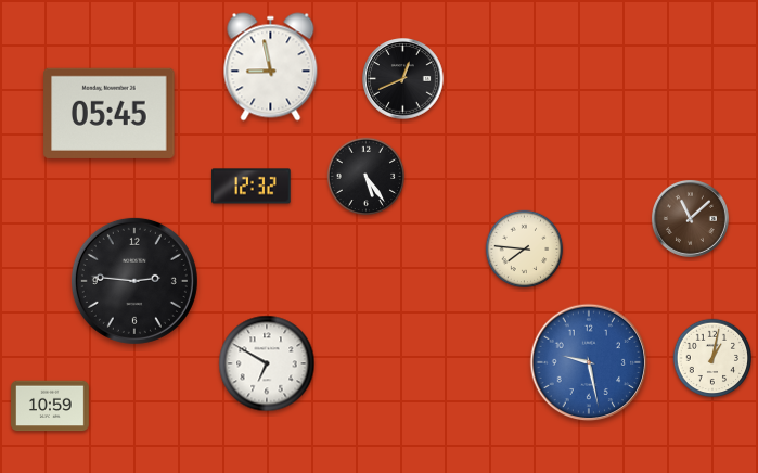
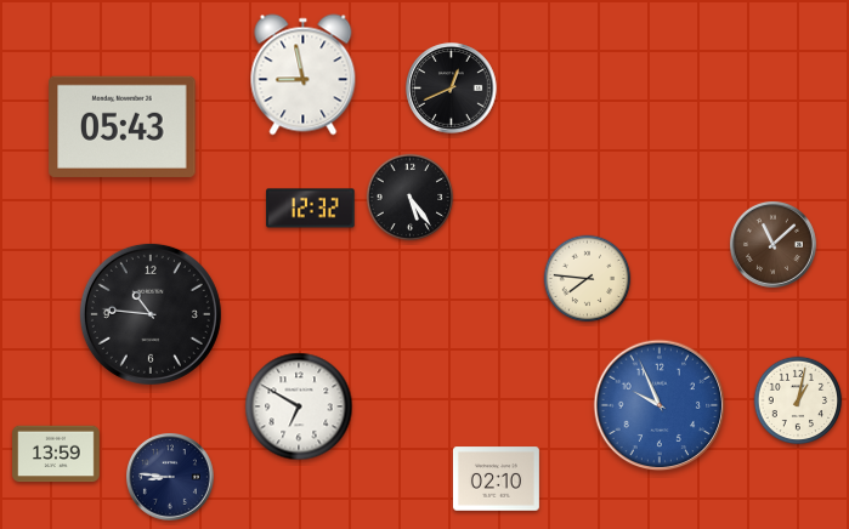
clock at (110, 113): 05:45 -> 05:43
clock at (252, 187) position: (252, 187) -> (311, 209)
clock at (134, 281): 2:46 -> 10:46
clock at (589, 362): 9:28 -> 9:56
clock at (50, 406): 10:59 -> 13:59
clock at (170, 477): none -> 8:46
clock at (496, 479): none -> 02:10
